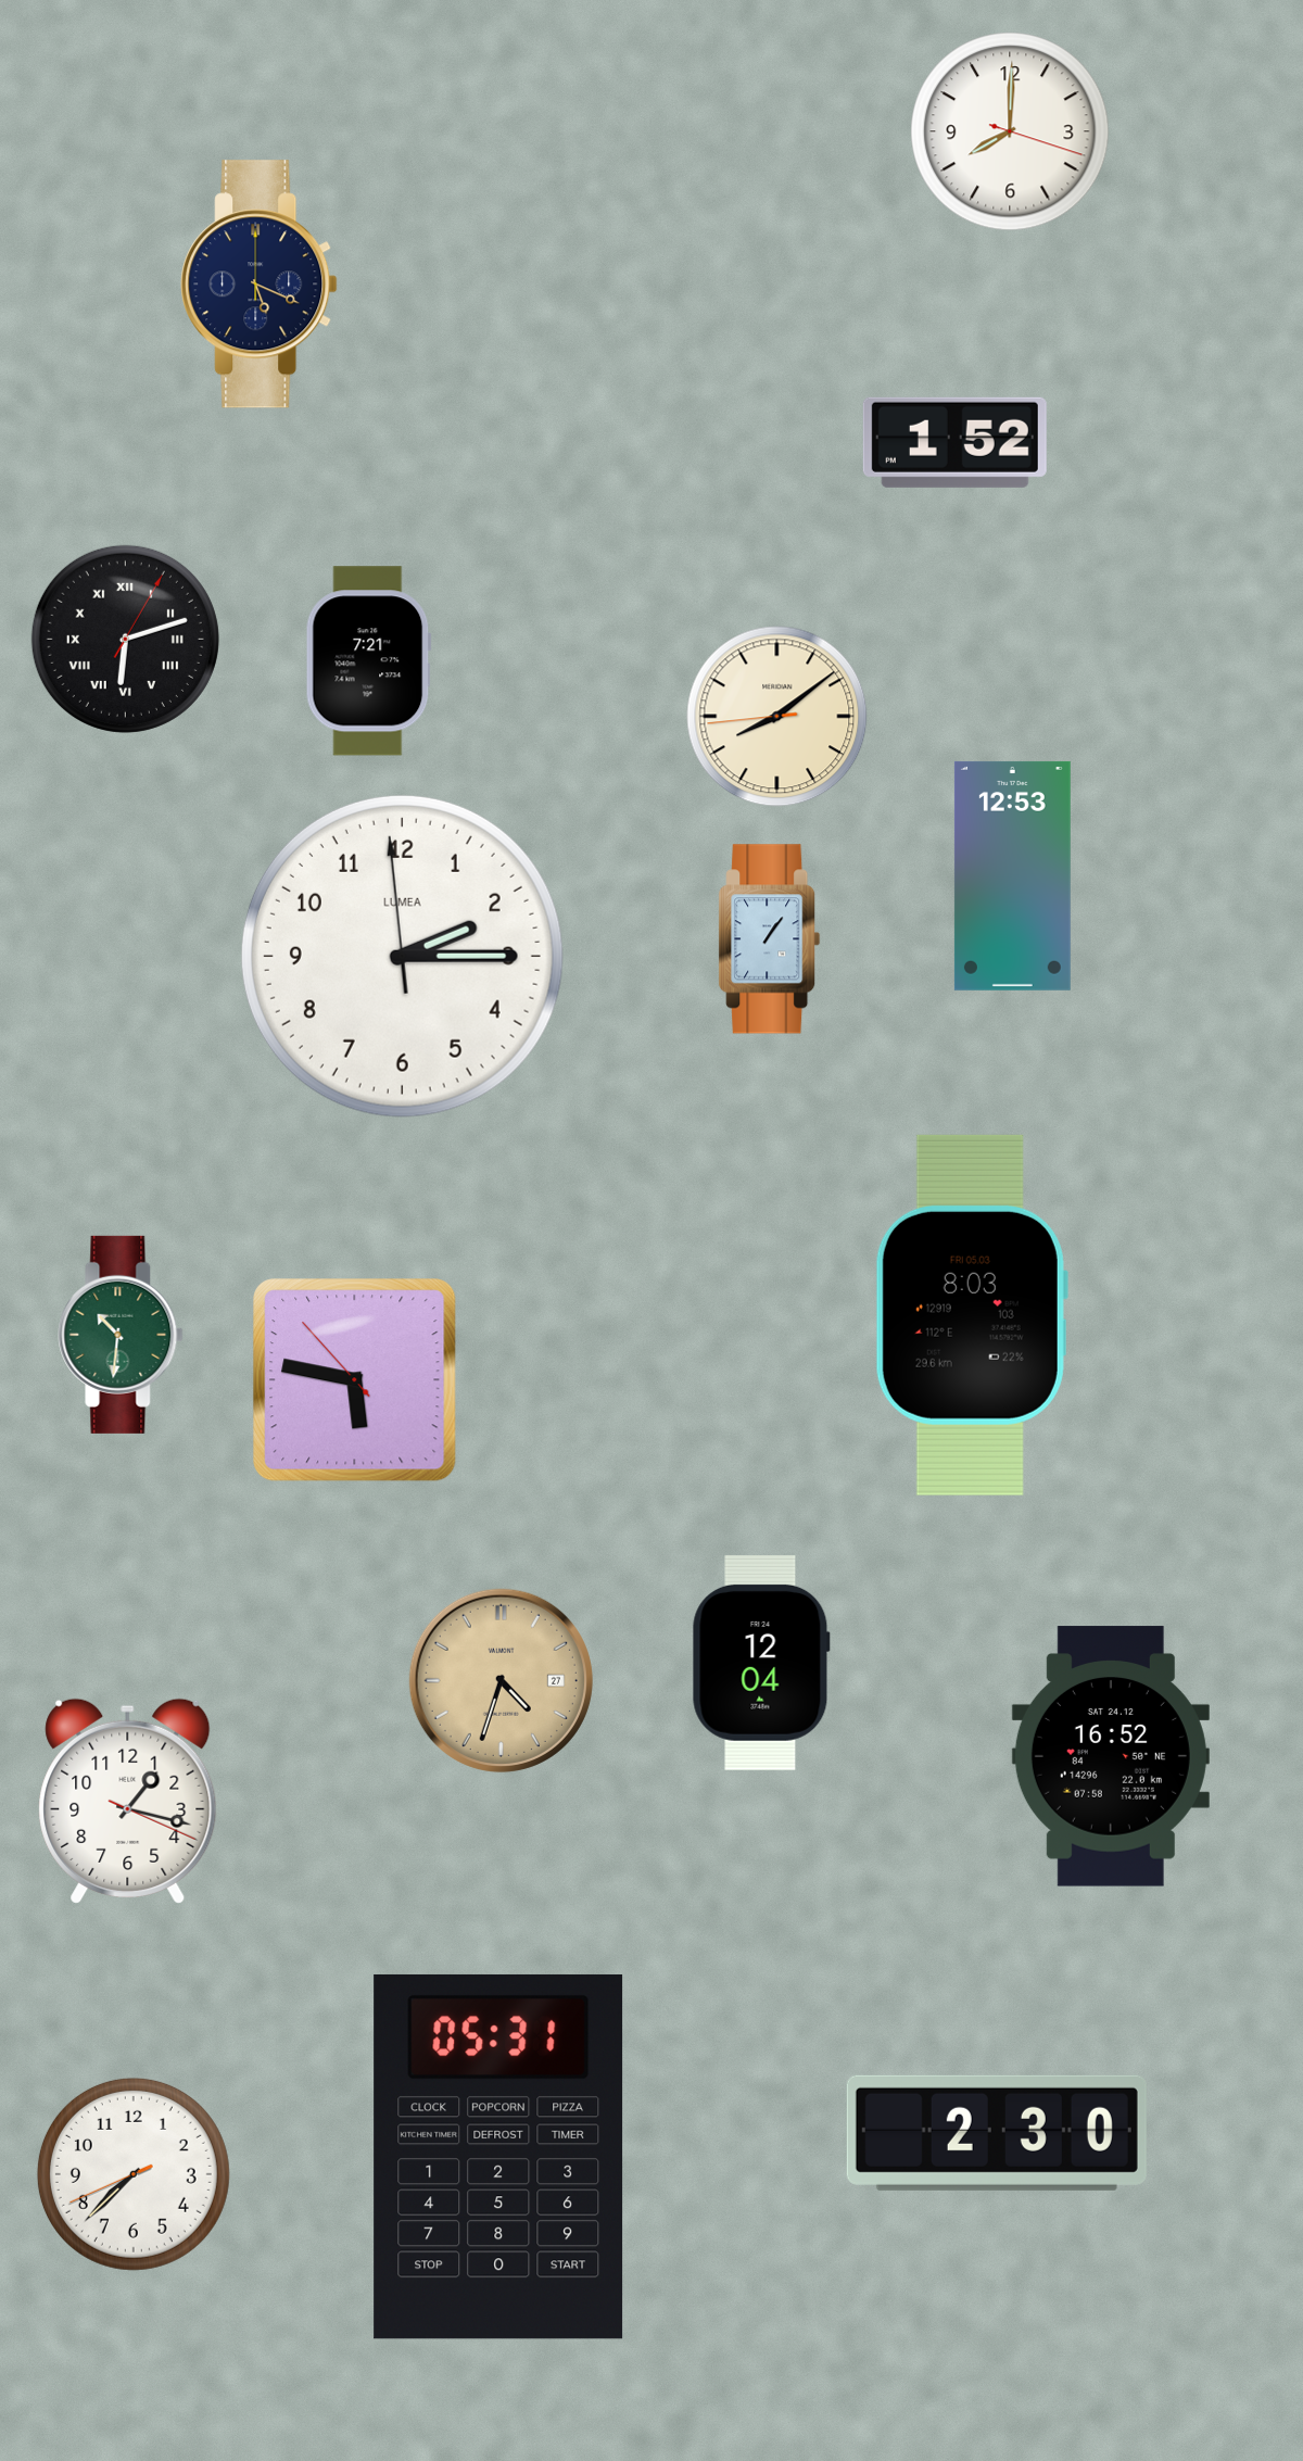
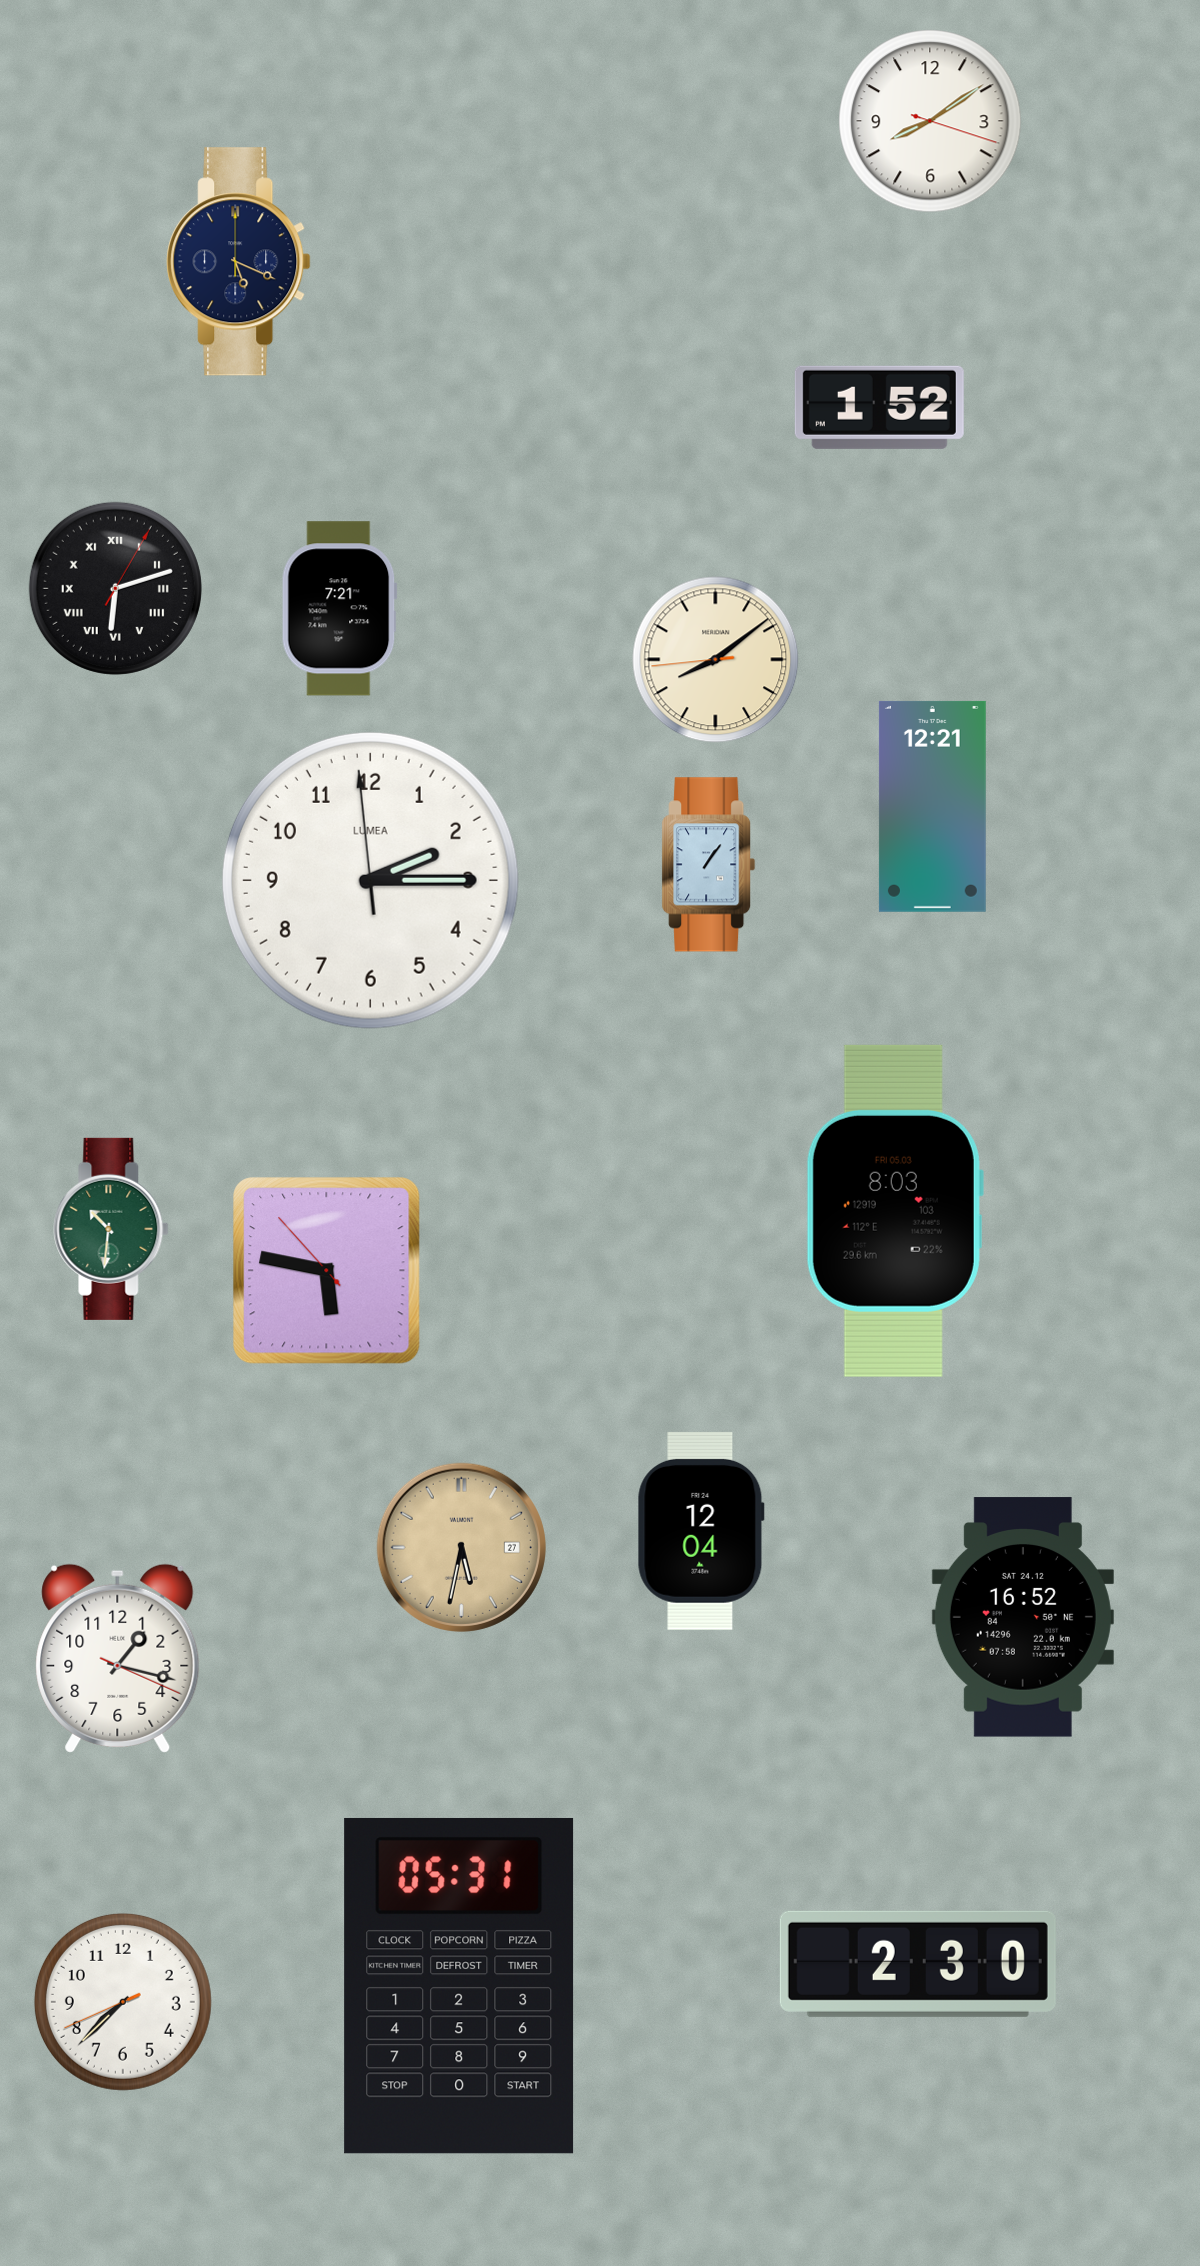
clock at (1010, 131): 8:00 -> 8:09
clock at (1012, 875): 12:53 -> 12:21
clock at (501, 1680): 4:33 -> 5:32
